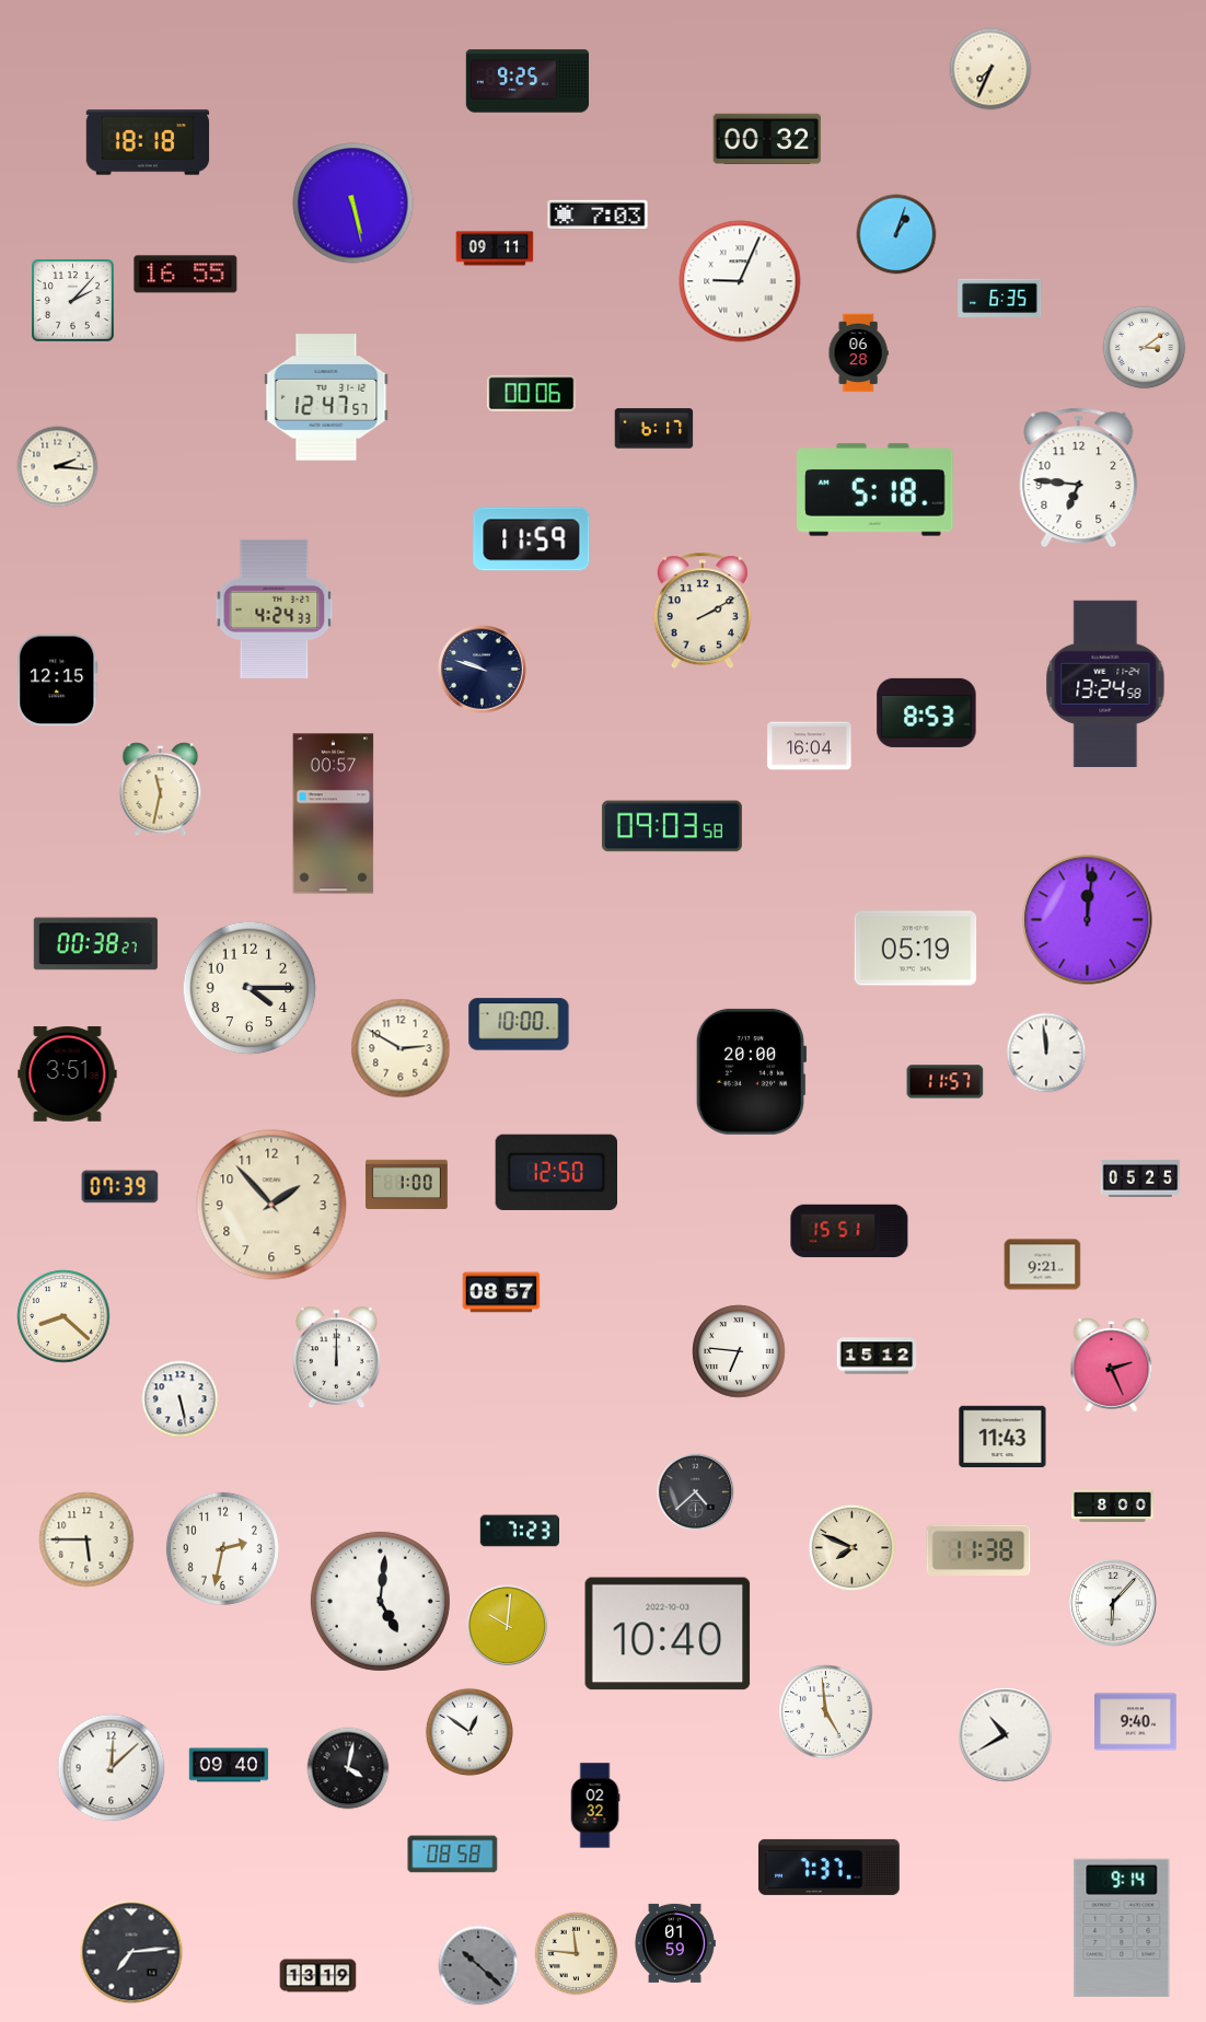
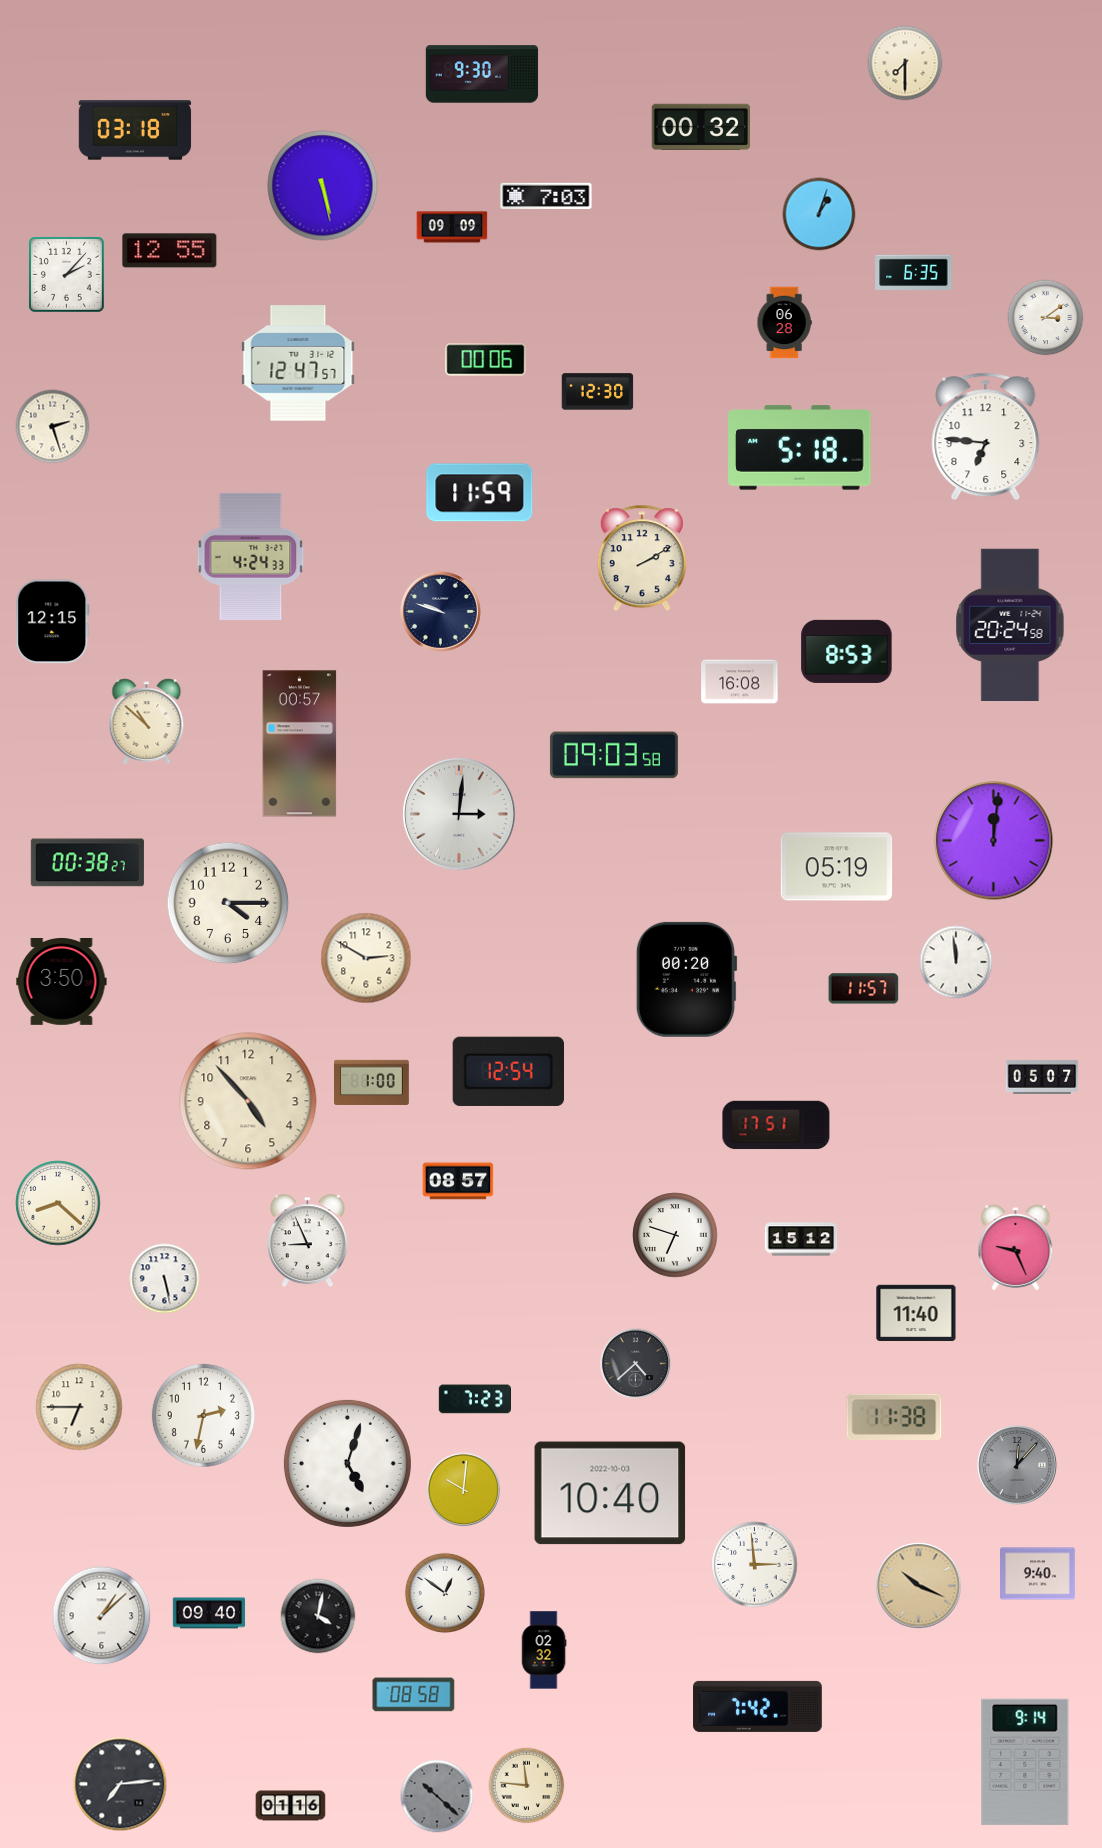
clock at (990, 69): 7:34 -> 7:30
clock at (527, 81): 9:25 -> 9:30
clock at (148, 142): 18:18 -> 03:18
clock at (495, 248): 09:11 -> 09:09
clock at (186, 275): 16:55 -> 12:55
clock at (740, 281): 9:04 -> none
clock at (654, 429): 6:17 -> 12:30
clock at (58, 467): 2:16 -> 2:27
clock at (532, 539) position: (532, 539) -> (480, 493)
clock at (1105, 683): 13:24 -> 20:24
clock at (810, 746): 16:04 -> 16:08
clock at (161, 790): 11:32 -> 10:52
clock at (334, 814) position: (334, 814) -> (300, 744)
clock at (460, 815): none -> 3:01
clock at (519, 1024): 10:00 -> none
clock at (751, 1071): 20:00 -> 00:20
clock at (68, 1073): 3:51 -> 3:50
clock at (556, 1172): 12:50 -> 12:54
clock at (1140, 1178): 05:25 -> 05:07
clock at (120, 1187): 07:39 -> none
clock at (271, 1205): 1:53 -> 4:53
clock at (849, 1231): 15:51 -> 17:51
clock at (1043, 1265): 9:21 -> none
clock at (739, 1351): 6:46 -> 6:48
clock at (336, 1358): 12:00 -> 8:56
clock at (1112, 1366): 2:26 -> 9:26
clock at (1002, 1436): 11:43 -> 11:40
clock at (1113, 1507): 8:00 -> none
clock at (86, 1539): 5:45 -> 6:45
clock at (851, 1547): 7:49 -> none
clock at (380, 1601): 5:01 -> 5:03
clock at (1113, 1603): 6:07 -> 12:07
clock at (1113, 1603) dial: white -> grey
clock at (508, 1626) position: (508, 1626) -> (464, 1490)
clock at (826, 1712): 4:59 -> 2:59
clock at (469, 1732) position: (469, 1732) -> (445, 1593)
clock at (1006, 1735): 10:40 -> 10:19
clock at (1006, 1735) dial: white -> champagne
clock at (112, 1768): 12:08 -> 1:08
clock at (830, 1867): 7:37 -> 7:42
clock at (675, 1943): 01:59 -> none
clock at (318, 1976): 13:19 -> 01:16
